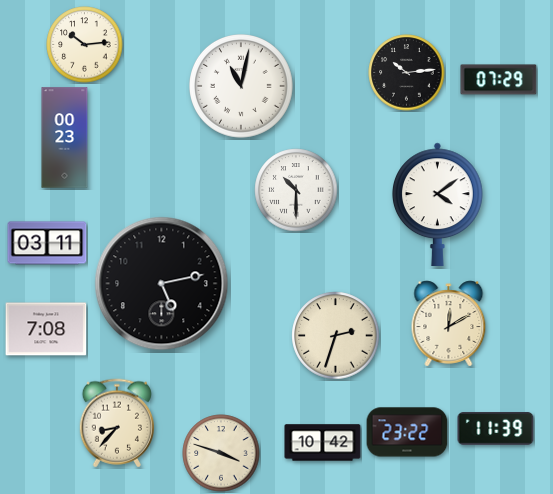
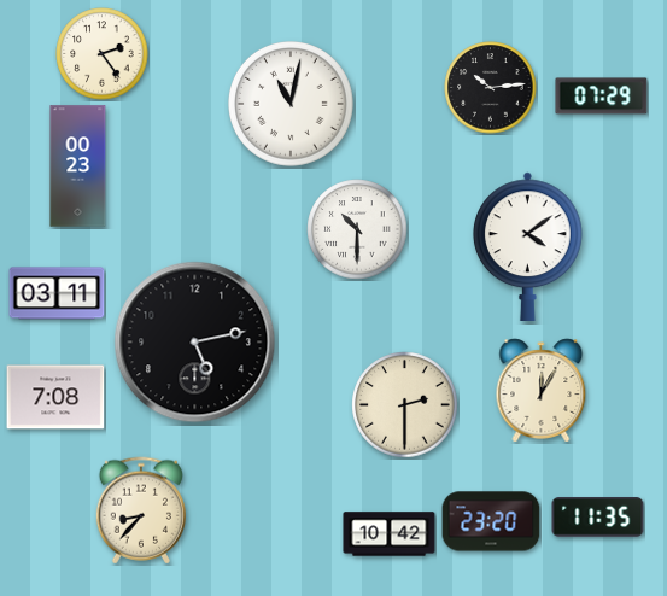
clock at (85, 45): 10:14 -> 2:24
clock at (449, 324): 12:10 -> 12:05
clock at (336, 336): 2:33 -> 2:30
clock at (496, 429): 11:39 -> 11:35
clock at (407, 432): 23:22 -> 23:20
clock at (221, 453): 3:48 -> none
